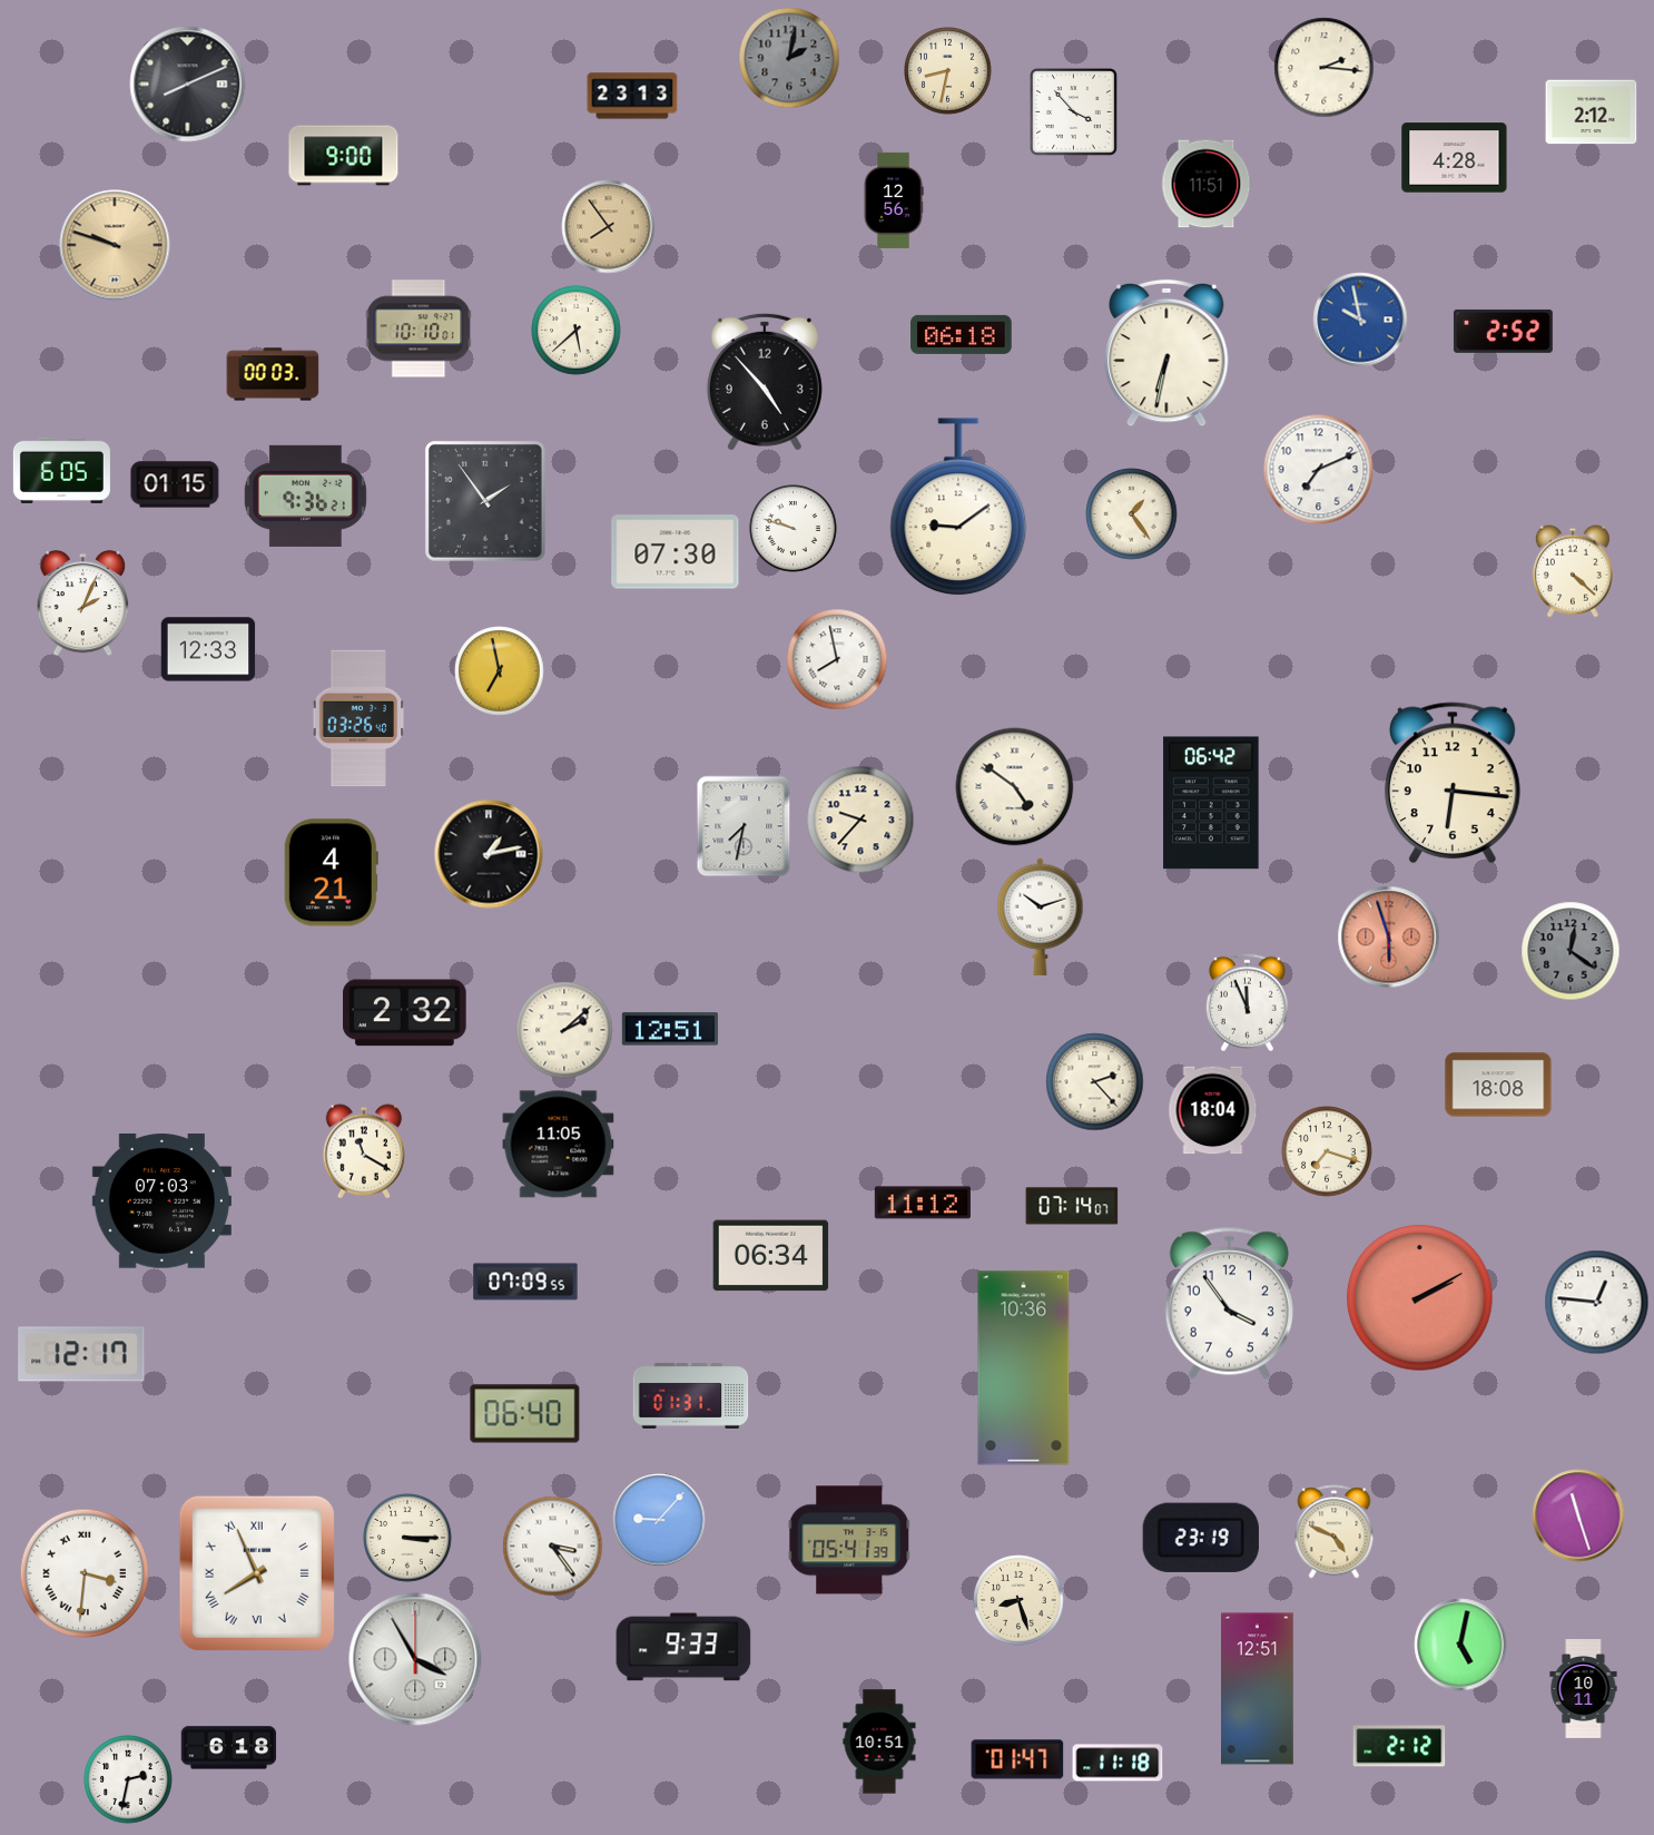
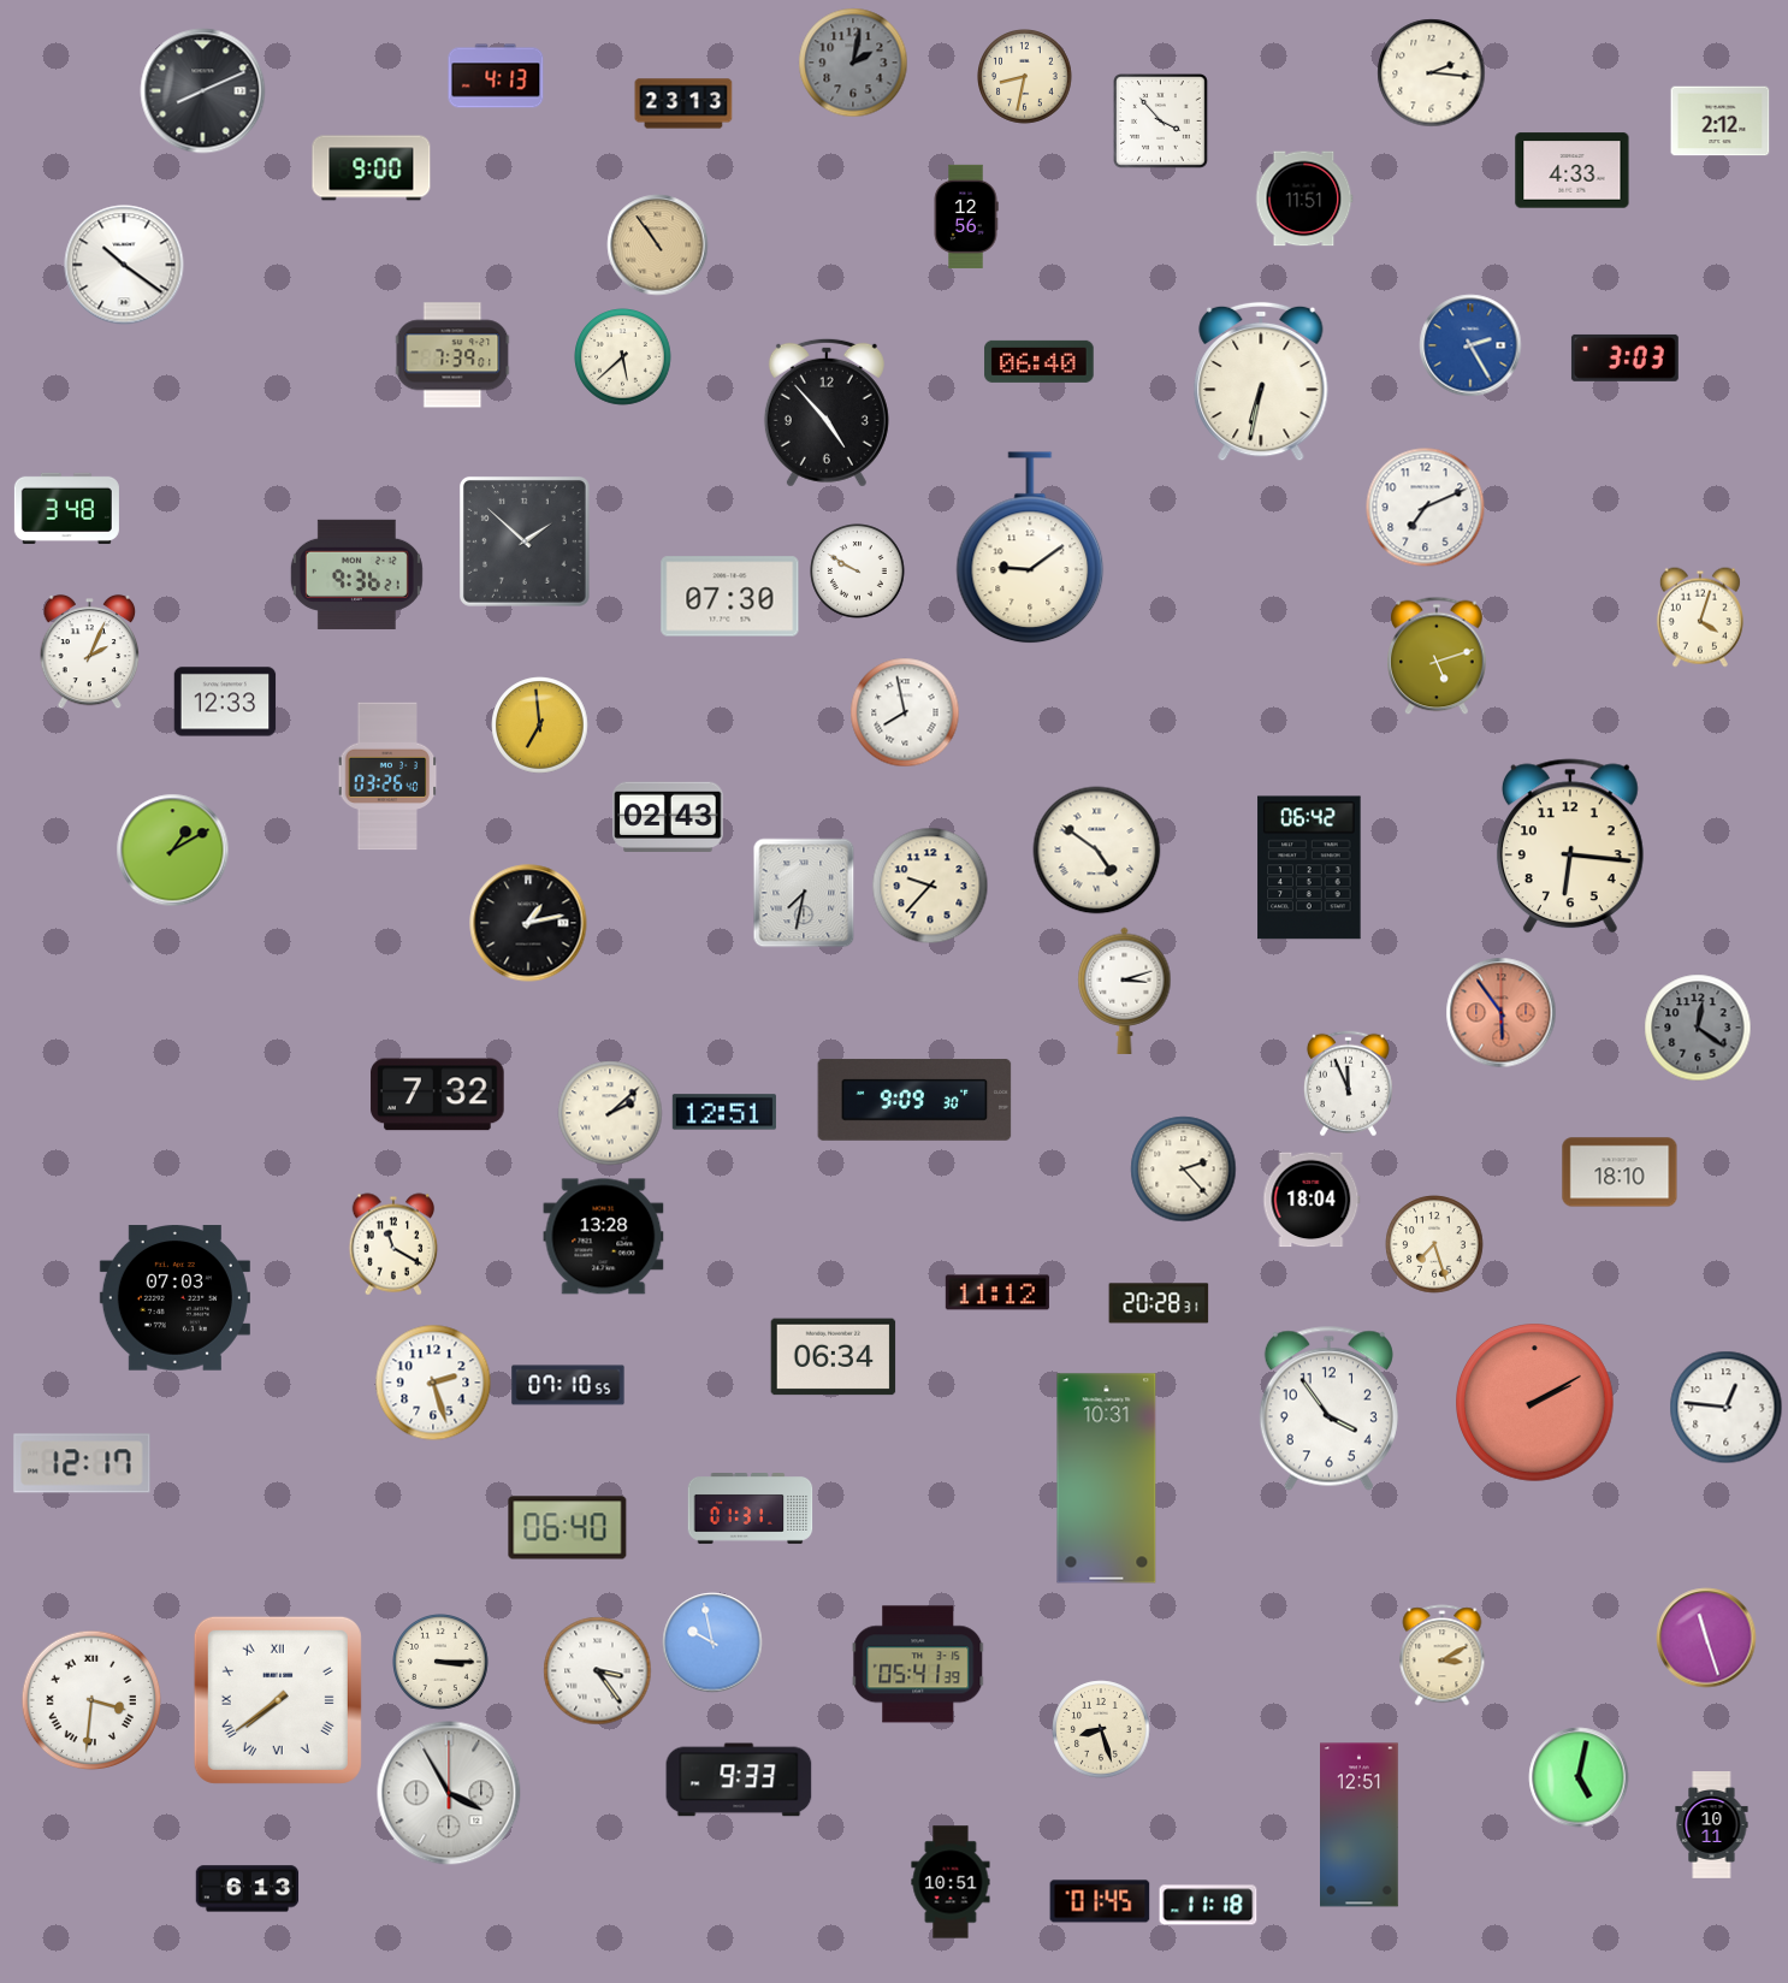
clock at (496, 76): none -> 4:13
clock at (1455, 158): 4:28 -> 4:33
clock at (609, 227): 7:54 -> 10:54
clock at (115, 245): 9:48 -> 10:21
clock at (115, 245) dial: champagne -> white
clock at (1360, 320): 9:58 -> 2:25
clock at (419, 328): 10:10 -> 7:39
clock at (1503, 331): 2:52 -> 3:03
clock at (962, 334): 06:18 -> 06:40
clock at (273, 374): 00:03 -> none
clock at (61, 470): 6:05 -> 3:48
clock at (175, 484): 01:15 -> none
clock at (305, 495) position: (305, 495) -> (356, 574)
clock at (485, 501): 1:54 -> 1:52
clock at (958, 508) position: (958, 508) -> (1030, 549)
clock at (1132, 514): 1:24 -> none
clock at (794, 529): 9:48 -> 9:50
clock at (1573, 571): 4:22 -> 4:03
clock at (1437, 656): none -> 5:12
clock at (500, 671): 6:58 -> 6:59
clock at (668, 816): none -> 02:43
clock at (173, 851): none -> 1:10
clock at (331, 873): 4:21 -> none
clock at (1041, 916): 10:12 -> 3:12
clock at (1389, 938): 5:57 -> 5:54
clock at (405, 1013): 2:32 -> 7:32
clock at (914, 1100): none -> 9:09
clock at (1498, 1085): 18:08 -> 18:10
clock at (559, 1145): 11:05 -> 13:28
clock at (1327, 1151): 7:18 -> 7:27
clock at (923, 1203) position: (923, 1203) -> (997, 1292)
clock at (1072, 1206): 07:14 -> 20:28
clock at (433, 1383): none -> 2:27
clock at (525, 1282): 07:09 -> 07:10
clock at (81, 1354) position: (81, 1354) -> (82, 1463)
clock at (1024, 1368): 10:36 -> 10:31
clock at (691, 1396) position: (691, 1396) -> (751, 1509)
clock at (659, 1520): 9:07 -> 9:58
clock at (1335, 1532): 4:49 -> 3:10
clock at (1201, 1538): 23:19 -> none
clock at (257, 1573): 7:56 -> 7:39
clock at (1399, 1746): 2:12 -> none
clock at (229, 1748): 6:18 -> 6:13
clock at (1017, 1759): 01:47 -> 01:45
clock at (128, 1779): 2:32 -> none
